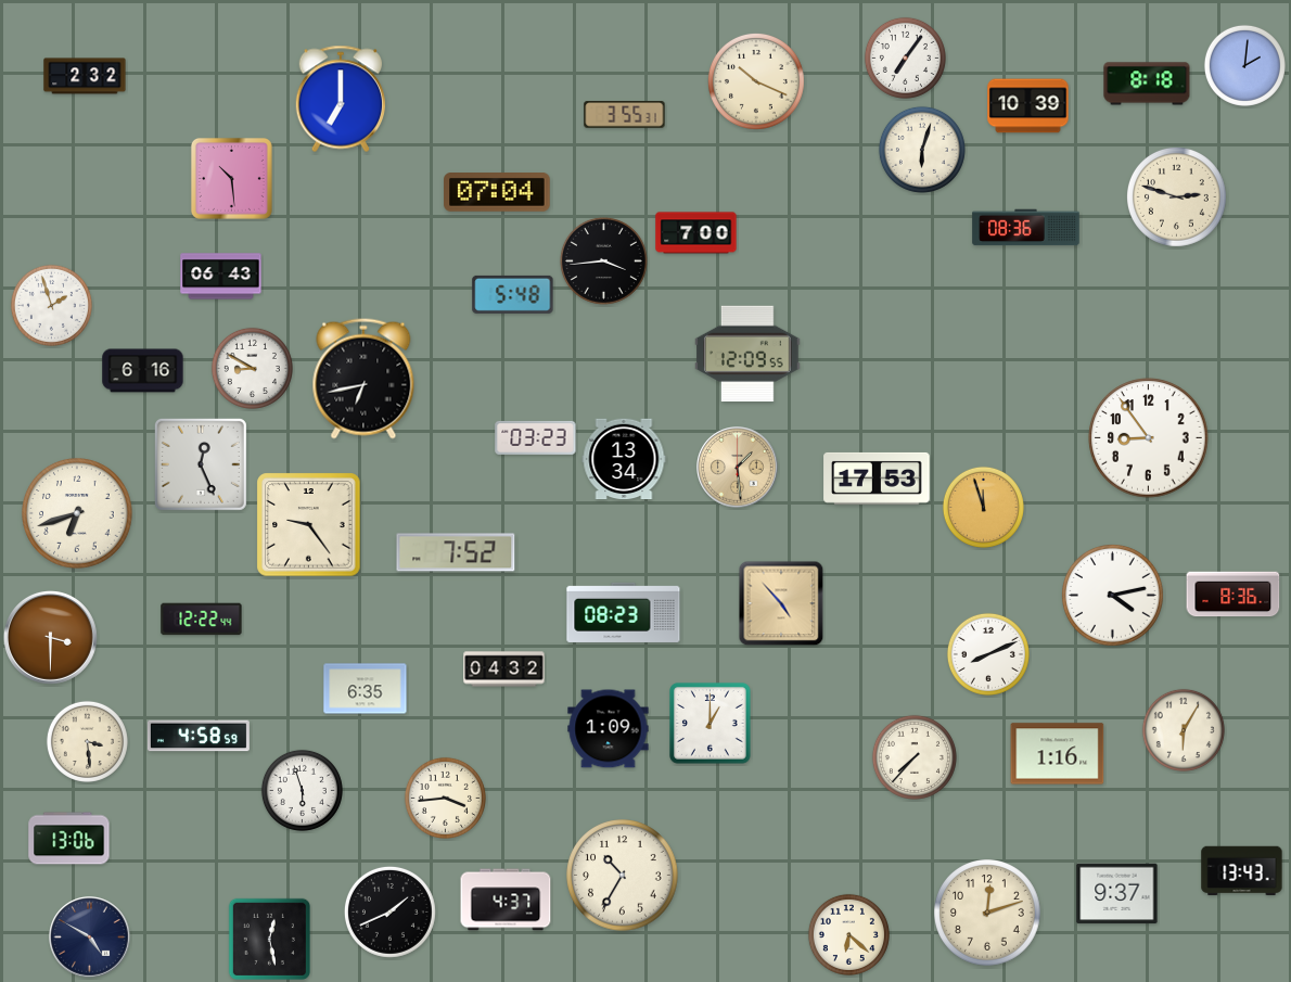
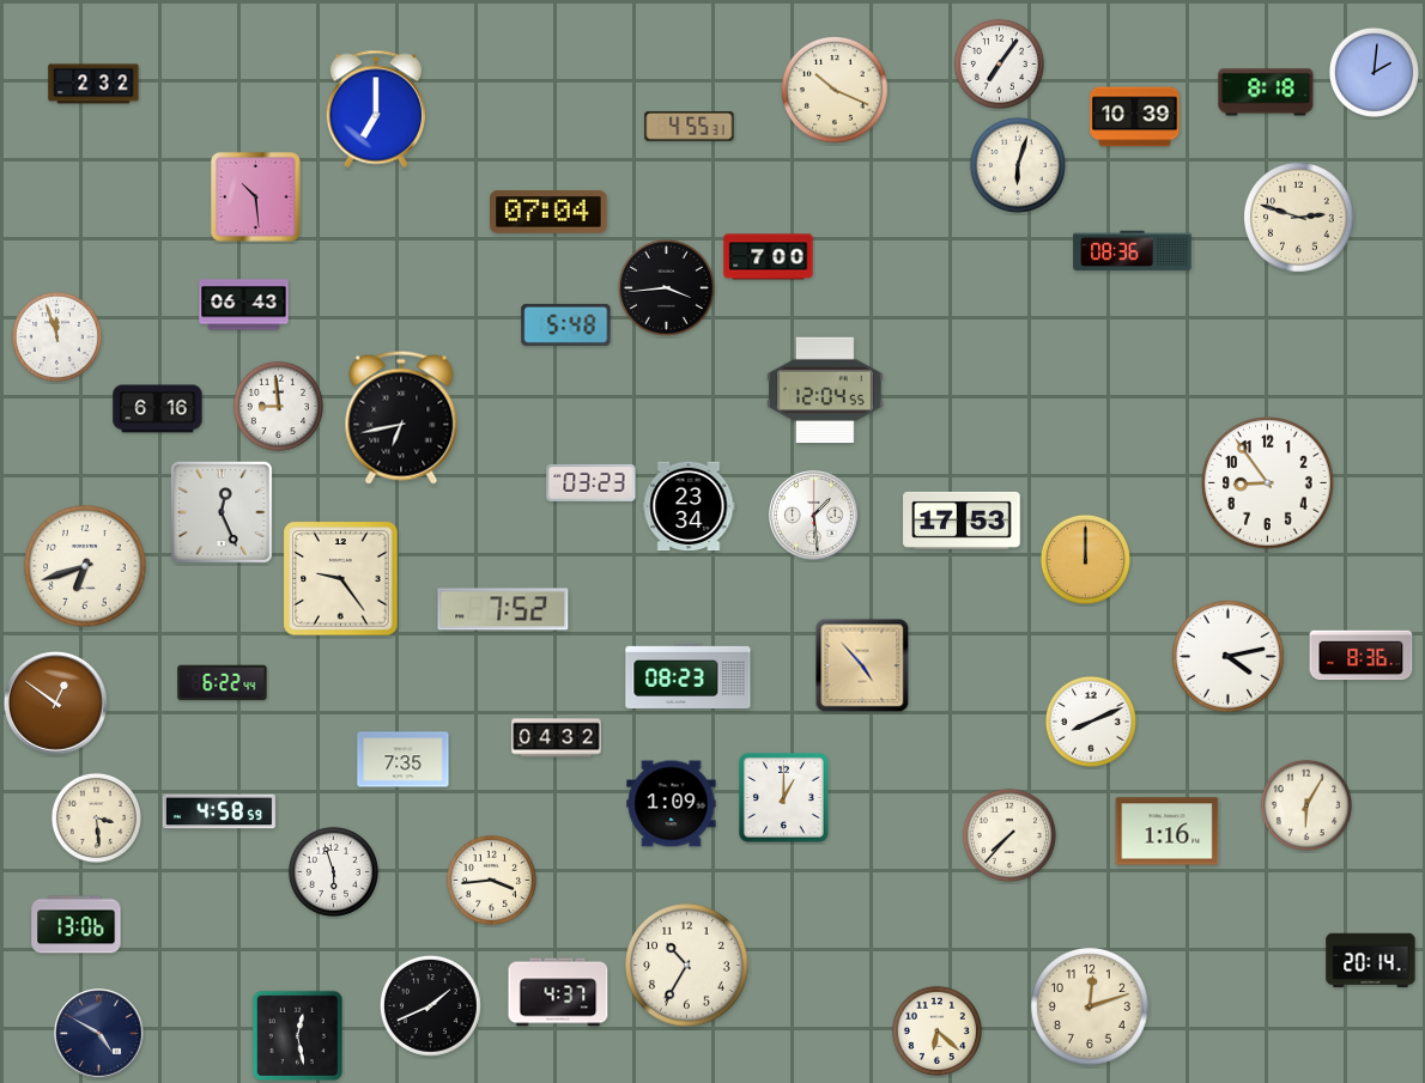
clock at (625, 115): 3:55 -> 4:55
clock at (51, 305): 1:57 -> 11:57
clock at (747, 353): 12:09 -> 12:04
clock at (252, 368): 8:50 -> 8:59
clock at (624, 459): 13:34 -> 23:34
clock at (738, 468) dial: champagne -> white
clock at (877, 479) position: (877, 479) -> (962, 521)
clock at (983, 507): 11:57 -> 12:00
clock at (202, 620): 12:22 -> 6:22
clock at (51, 638): 3:30 -> 12:51
clock at (366, 689): 6:35 -> 7:35
clock at (1242, 871): 13:43 -> 20:14
clock at (1117, 894): 9:37 -> none
